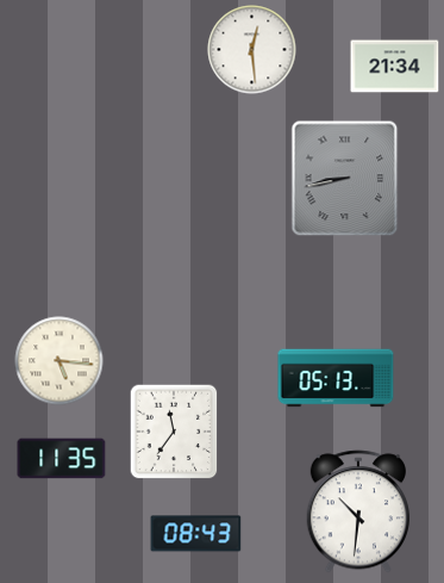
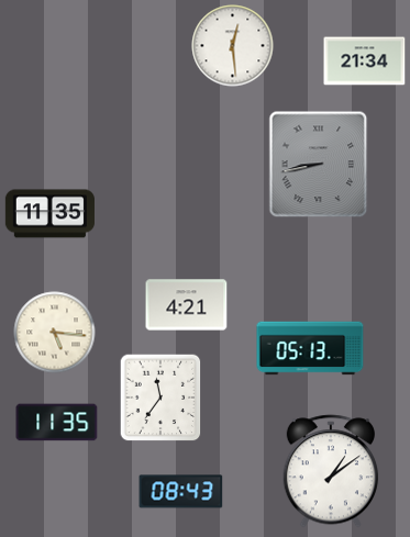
clock at (49, 214): none -> 11:35
clock at (187, 305): none -> 4:21
clock at (358, 511): 10:31 -> 1:09
